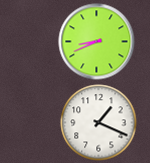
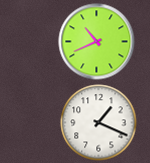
clock at (97, 42): 8:41 -> 10:41
